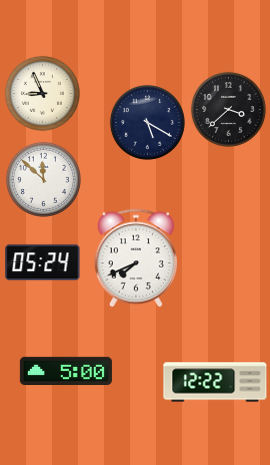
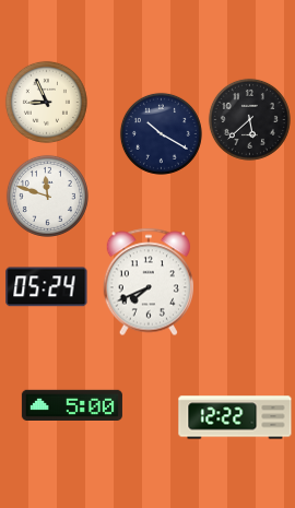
clock at (228, 109): 3:38 -> 5:38
clock at (147, 122): 5:20 -> 10:20
clock at (43, 179): 11:52 -> 11:48
